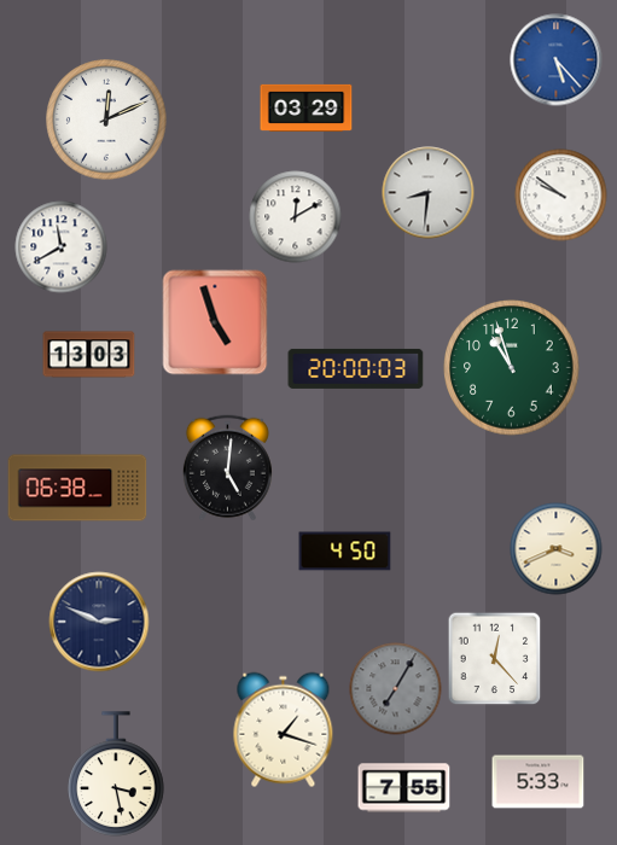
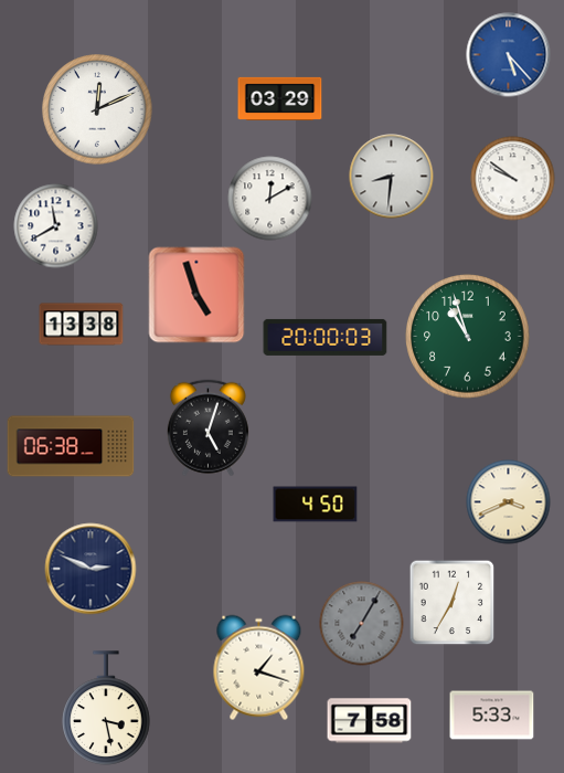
clock at (89, 355): 13:03 -> 13:38
clock at (227, 468): 5:01 -> 5:03
clock at (494, 658): 12:23 -> 12:35
clock at (396, 689) position: (396, 689) -> (362, 624)
clock at (404, 788): 7:55 -> 7:58
